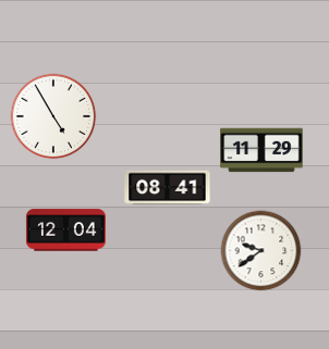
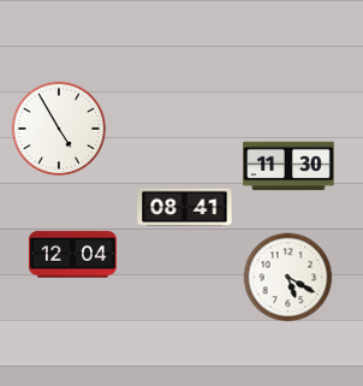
clock at (261, 150): 11:29 -> 11:30
clock at (261, 251): 9:39 -> 5:20
